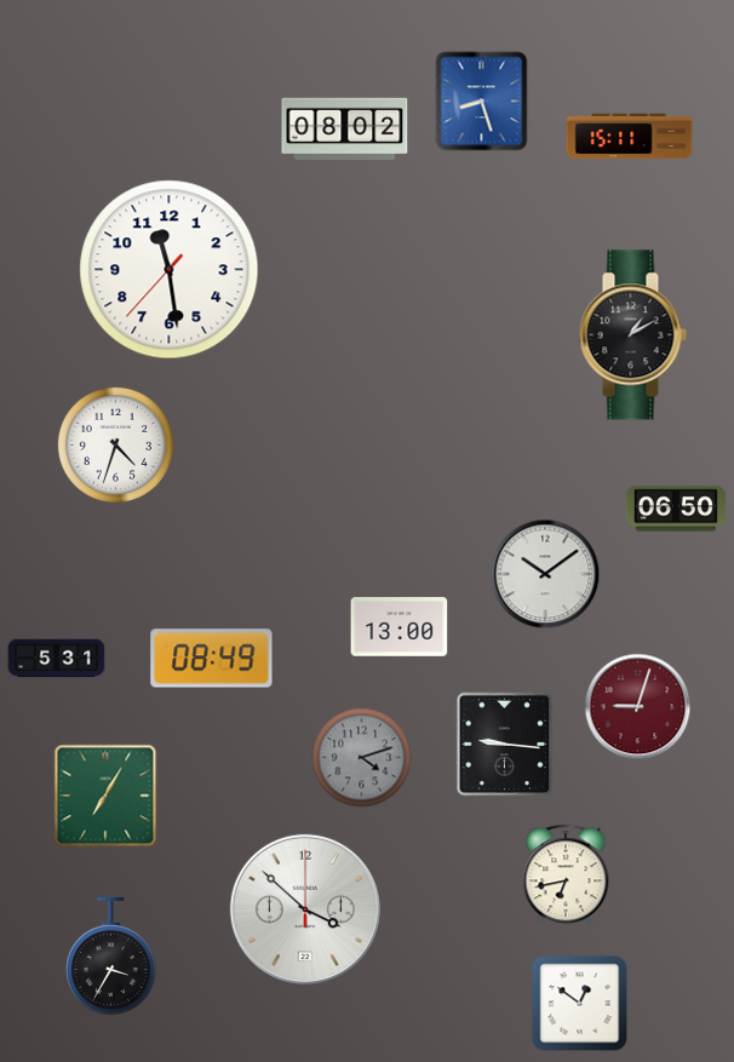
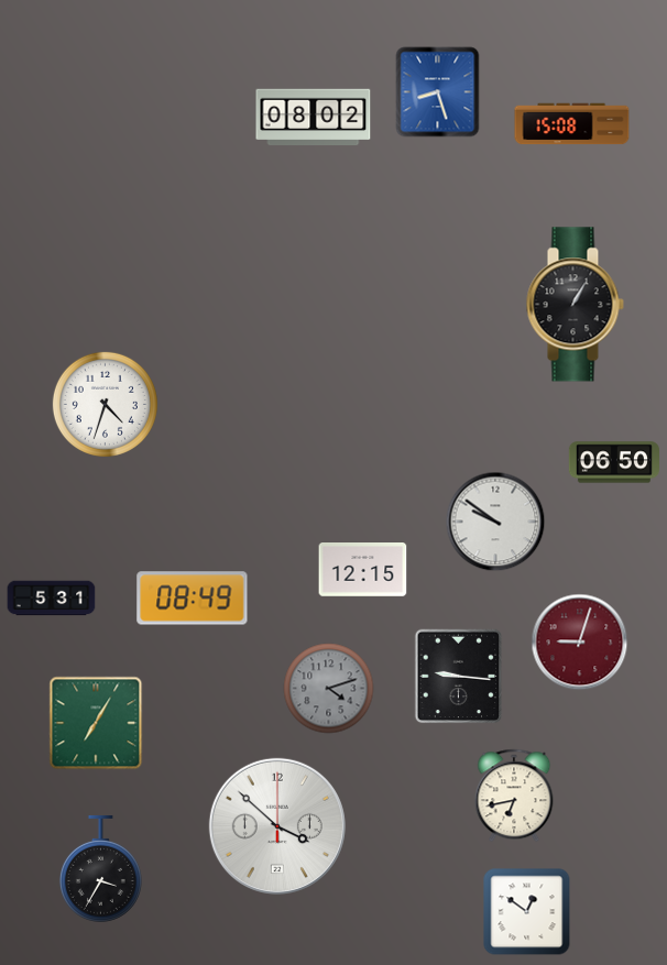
clock at (630, 137): 15:11 -> 15:08
clock at (170, 270): 11:28 -> none
clock at (632, 335): 1:10 -> 1:05
clock at (545, 574): 10:09 -> 9:51
clock at (400, 627): 13:00 -> 12:15
